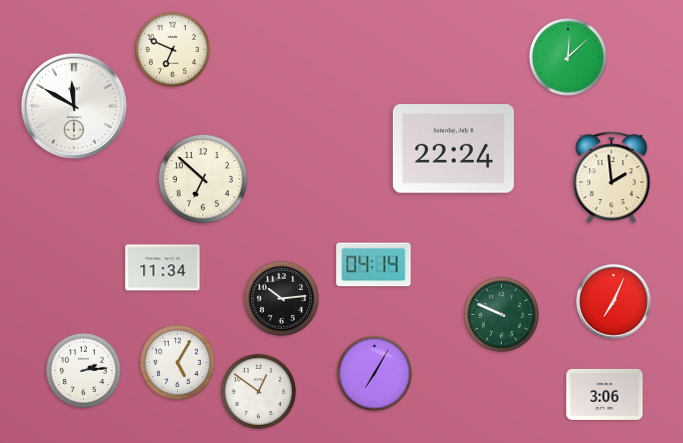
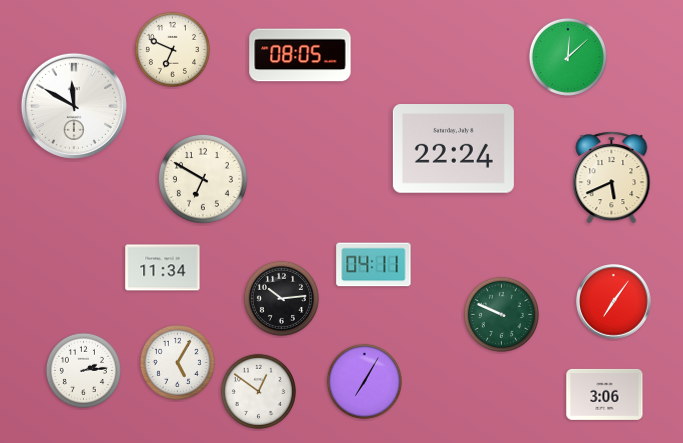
clock at (300, 55): none -> 08:05
clock at (612, 178): 1:59 -> 5:41
clock at (203, 179): 6:52 -> 6:50
clock at (374, 265): 04:14 -> 04:11
clock at (614, 302): 7:04 -> 7:06
clock at (374, 373) position: (374, 373) -> (364, 381)
